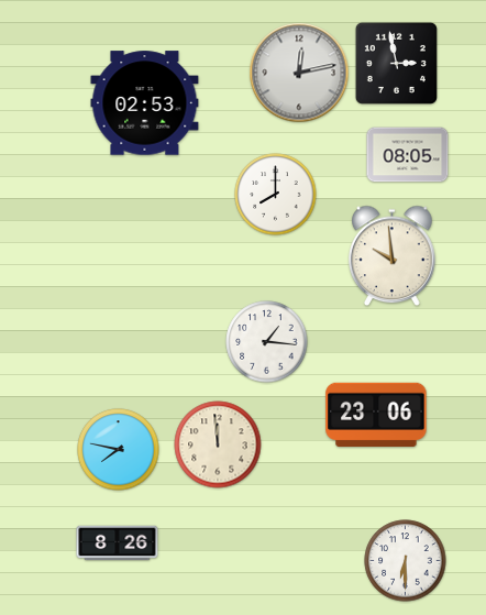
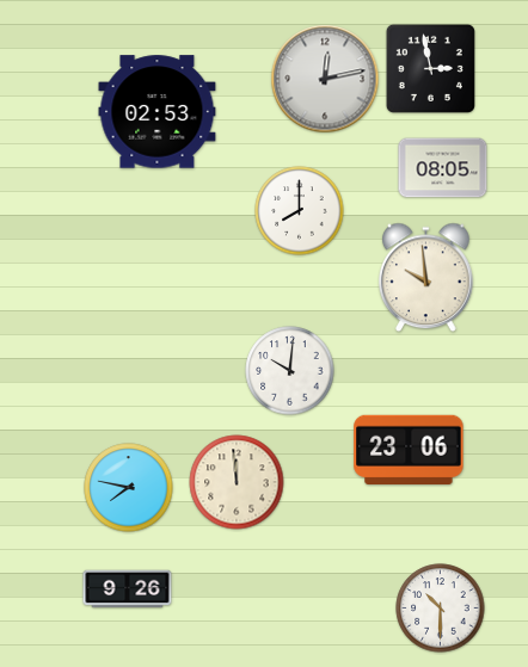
clock at (267, 342): 1:16 -> 10:01
clock at (118, 543): 8:26 -> 9:26
clock at (406, 561): 6:30 -> 10:30
